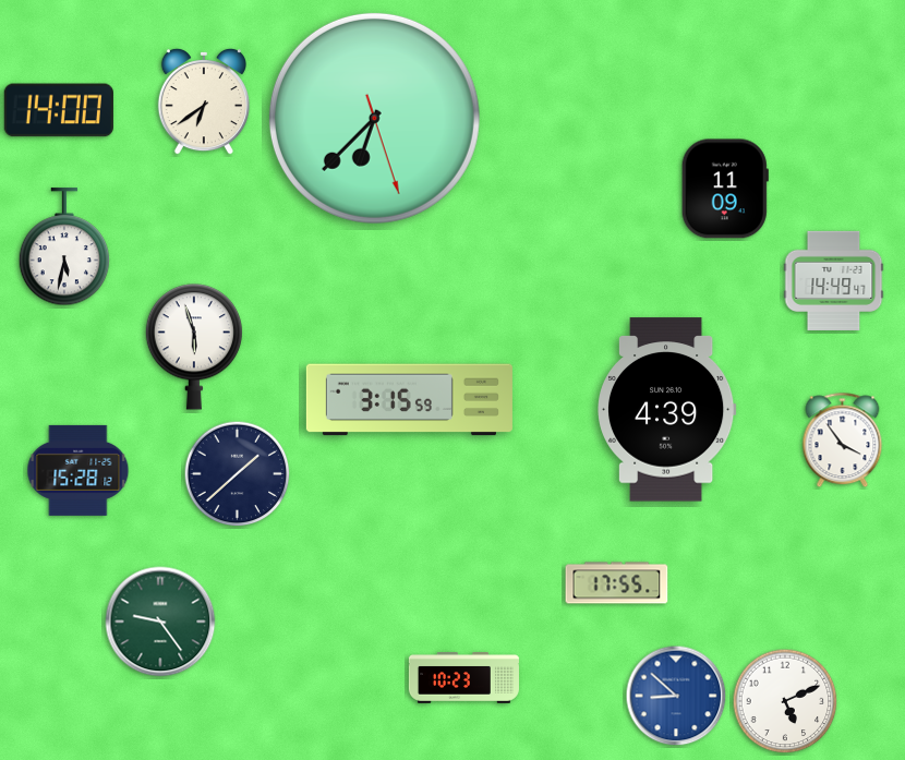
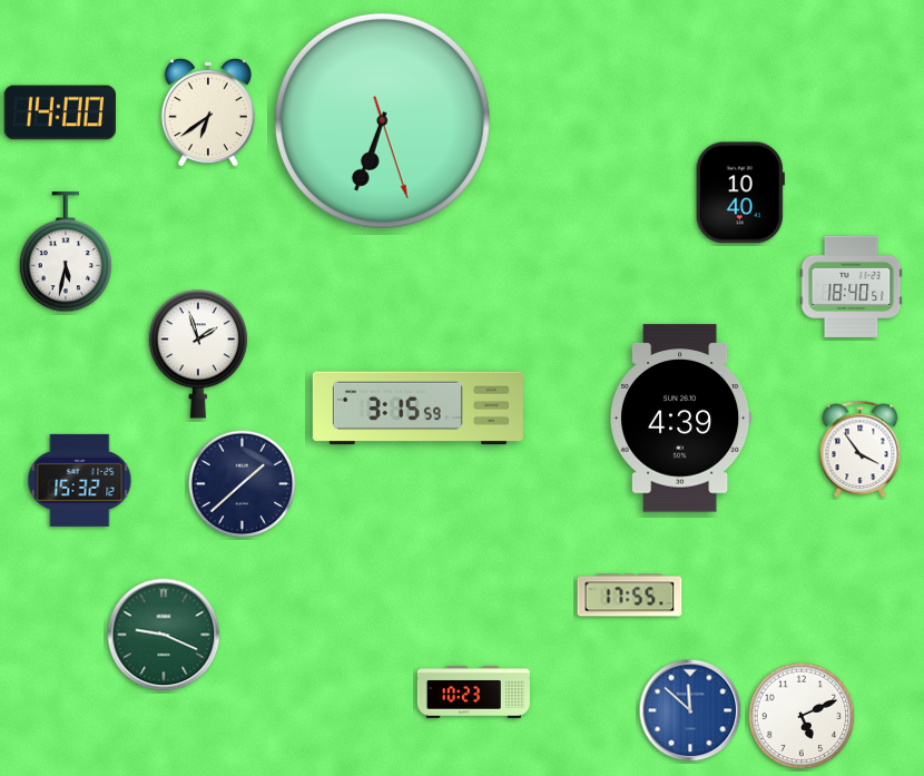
clock at (204, 101) position: (204, 101) -> (208, 112)
clock at (374, 118): 6:37 -> 6:33
clock at (725, 189): 11:09 -> 10:40
clock at (834, 280): 14:49 -> 18:40
clock at (193, 347): 5:57 -> 1:57
clock at (79, 470): 15:28 -> 15:32
clock at (160, 622): 9:24 -> 9:19
clock at (676, 696): 8:52 -> 11:52
